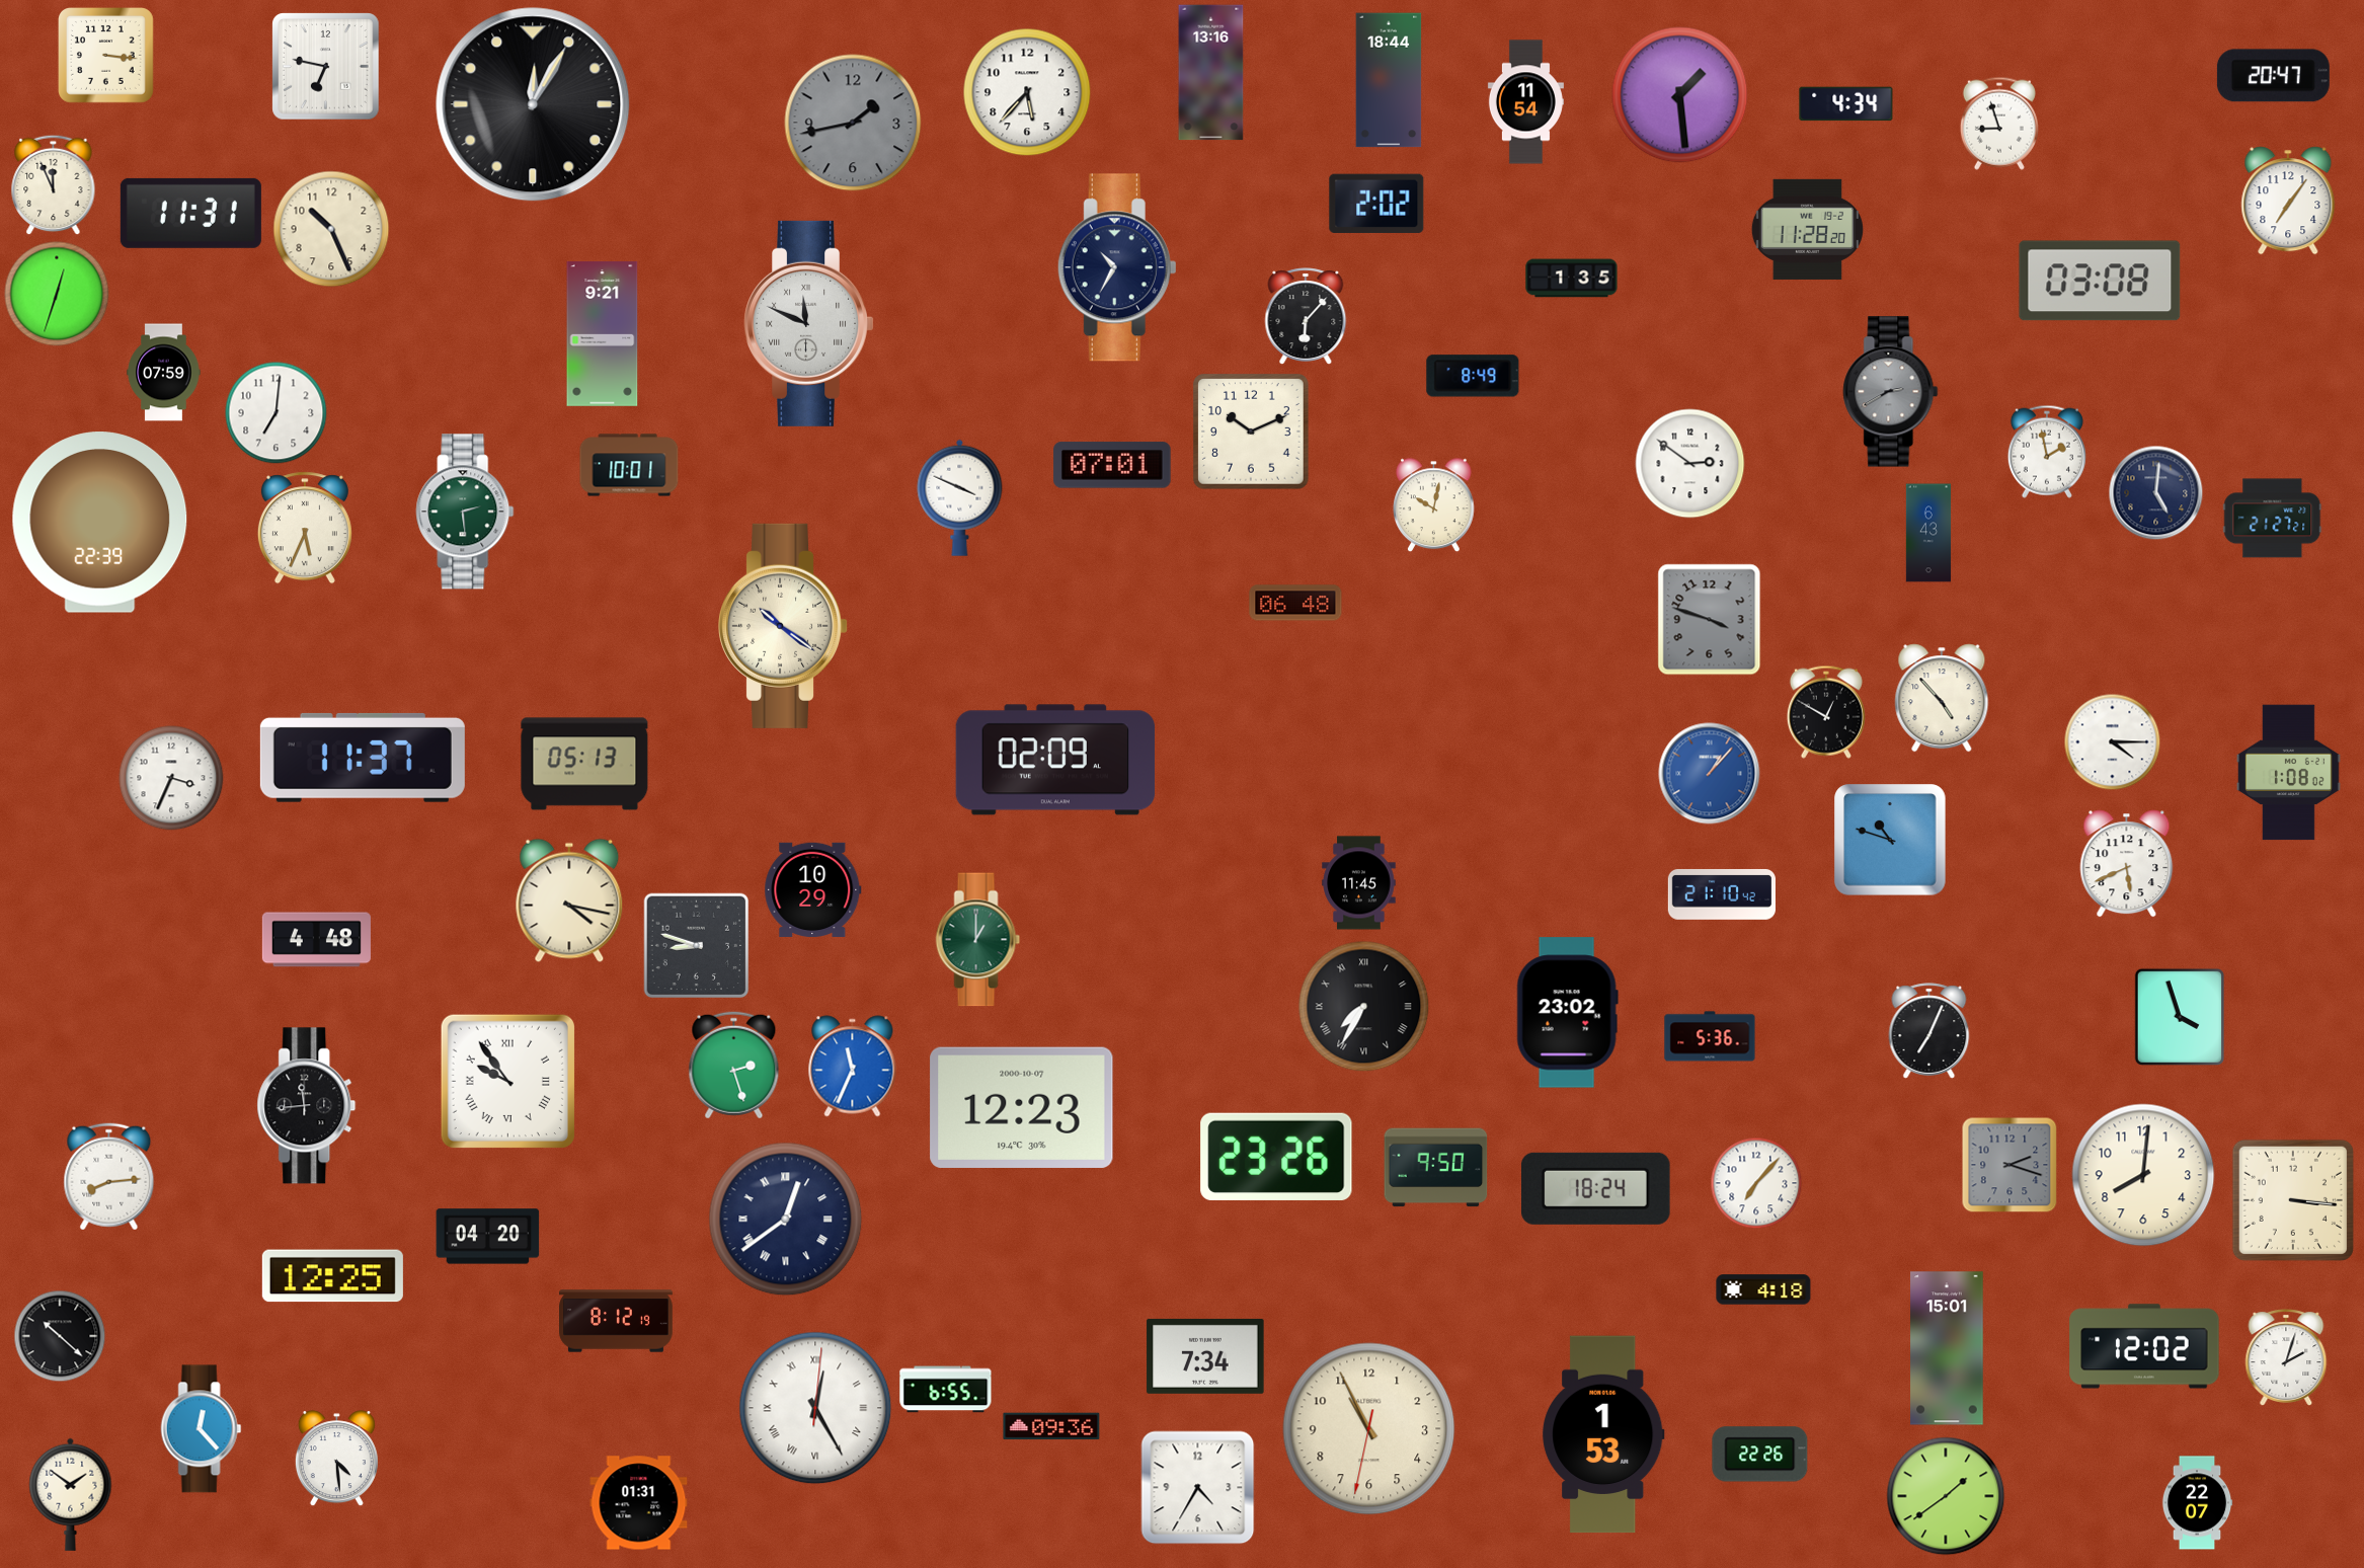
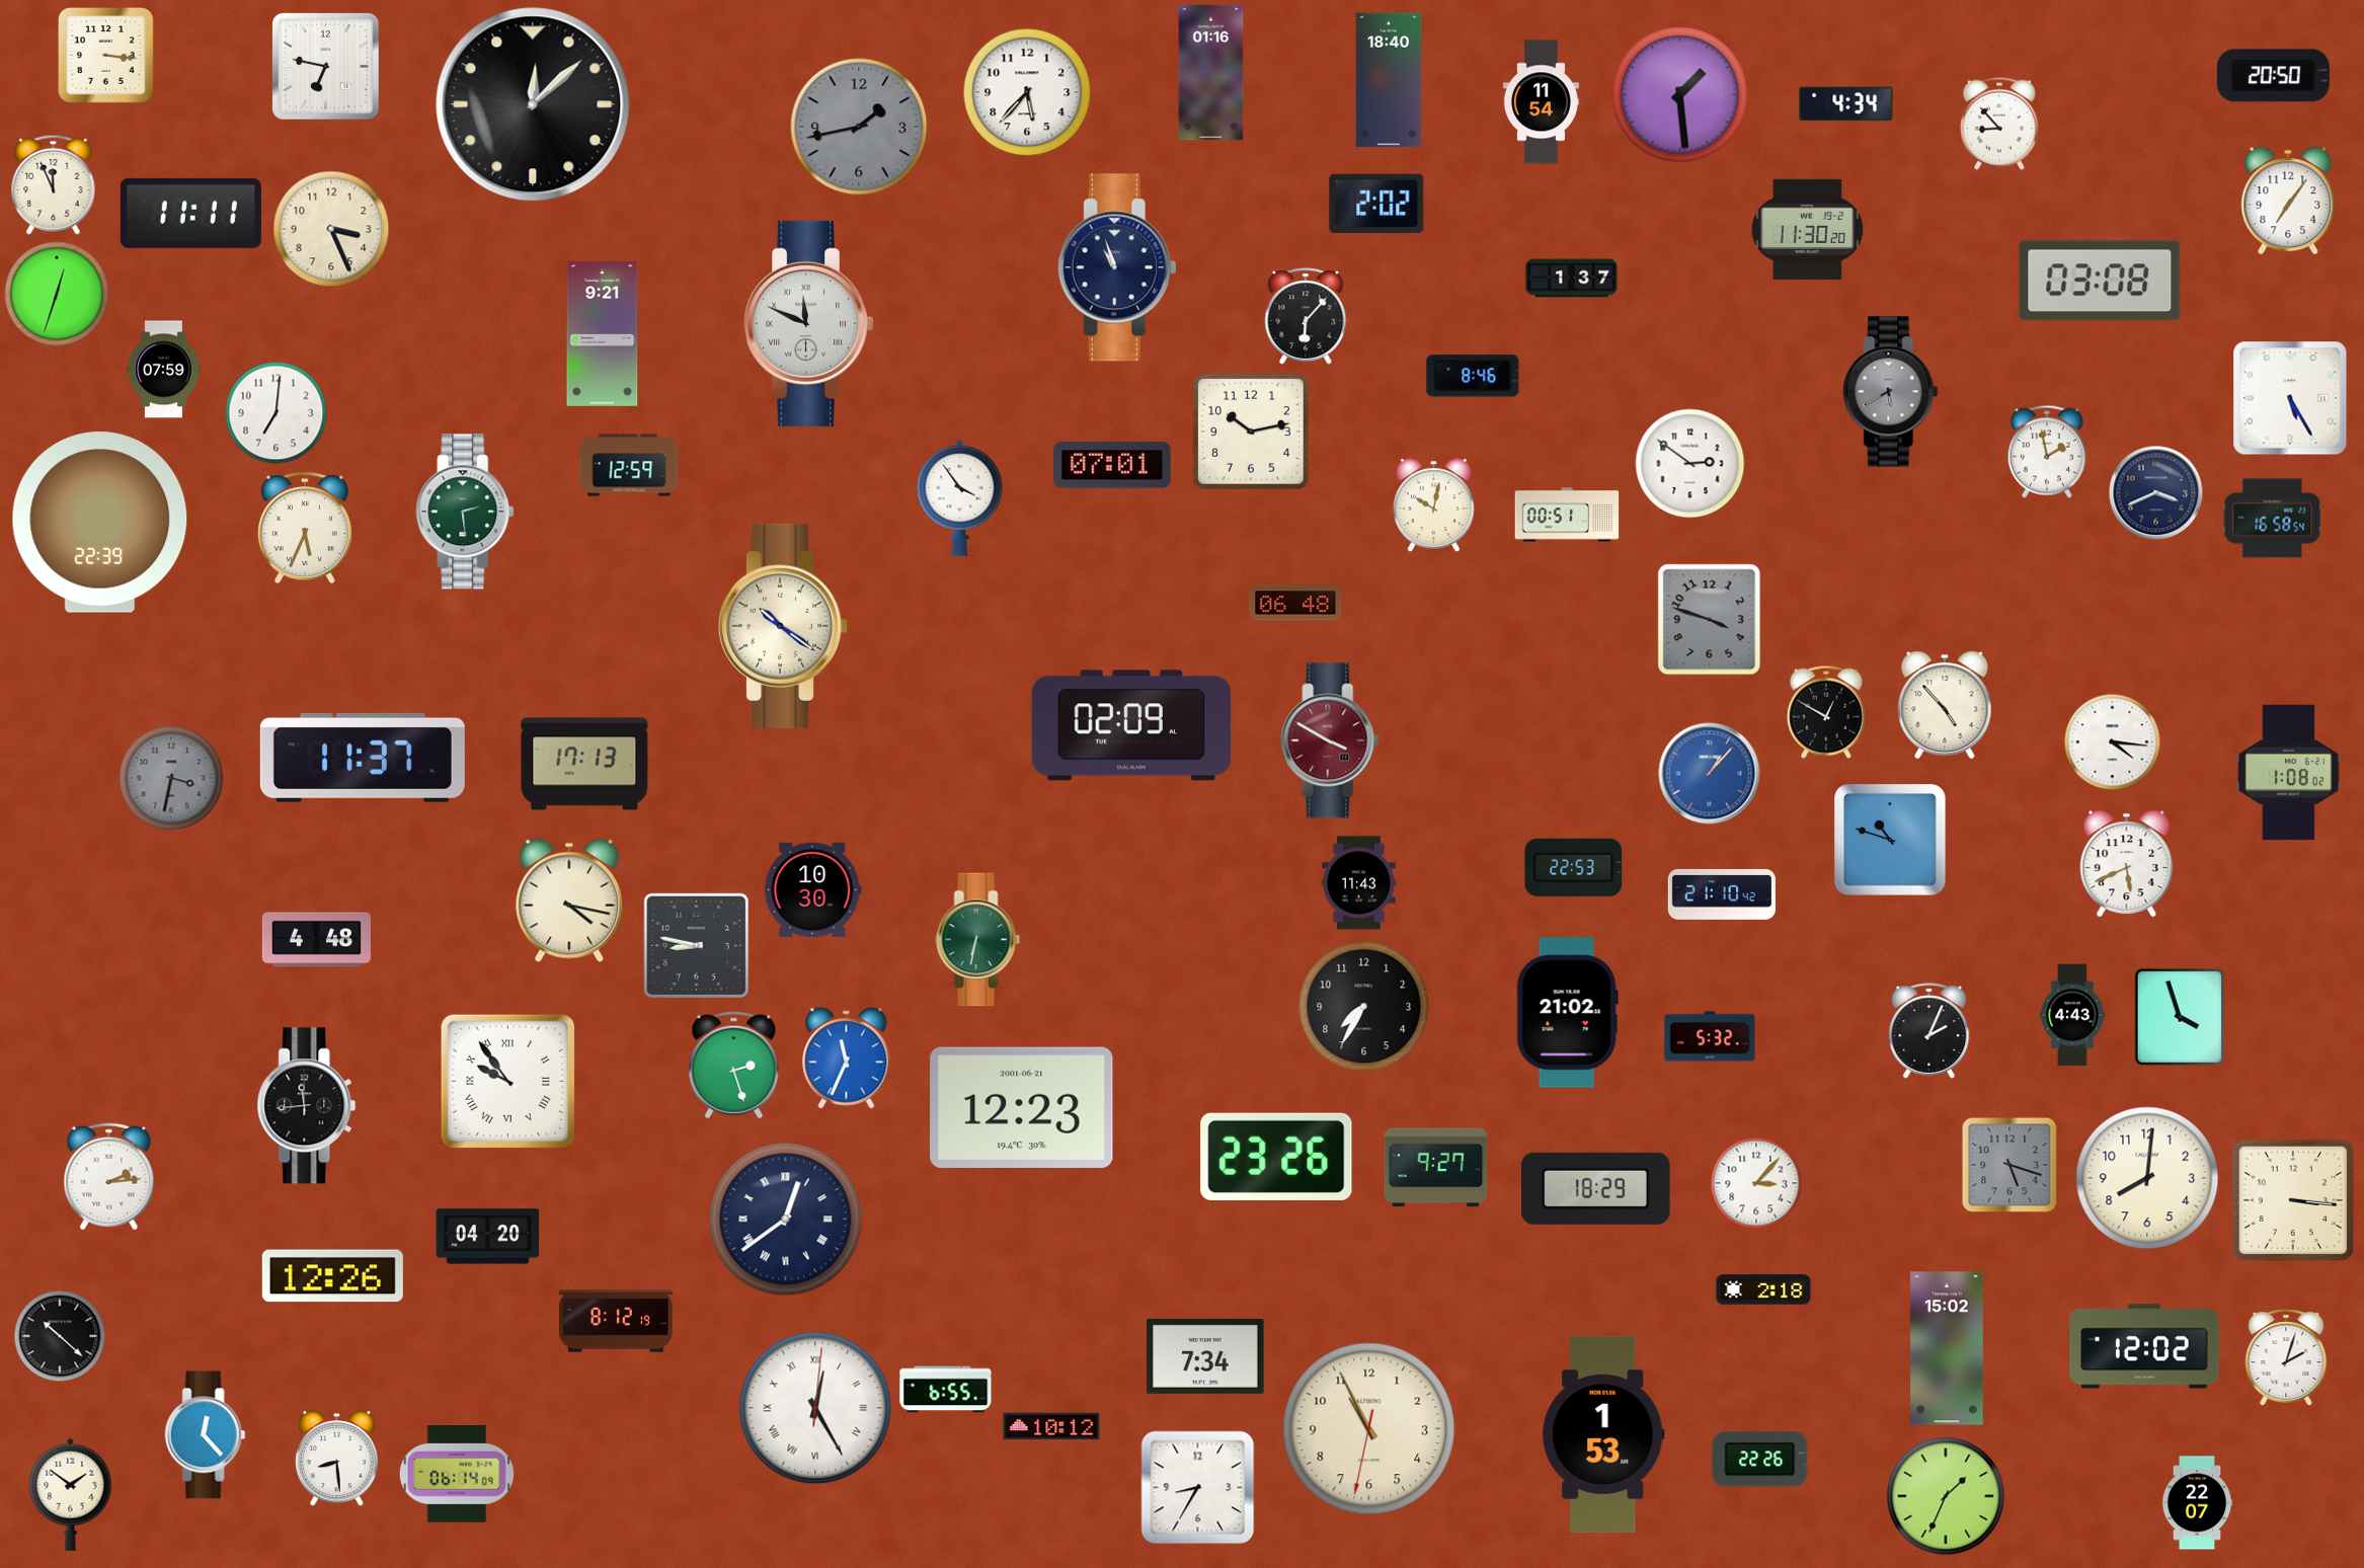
clock at (1211, 73): 13:16 -> 01:16
clock at (2273, 76): 20:47 -> 20:50
clock at (1389, 80): 18:44 -> 18:40
clock at (1525, 102) position: (1525, 102) -> (1541, 102)
clock at (533, 104): 12:05 -> 12:08
clock at (853, 123) position: (853, 123) -> (859, 127)
clock at (1999, 124): 8:57 -> 8:53
clock at (190, 213): 11:31 -> 11:11
clock at (331, 229): 10:26 -> 3:26
clock at (1807, 229): 11:28 -> 11:30
clock at (1117, 267): 10:35 -> 10:57
clock at (1572, 279): 1:35 -> 1:37
clock at (164, 373) position: (164, 373) -> (164, 370)
clock at (1473, 376): 8:49 -> 8:46
clock at (1891, 392): 2:40 -> 5:40
clock at (2290, 398): none -> 5:25
clock at (1252, 433): 10:11 -> 10:13
clock at (629, 465): 10:01 -> 12:59
clock at (2156, 493): 5:01 -> 3:41
clock at (960, 497): 3:49 -> 3:54
clock at (1567, 515): none -> 00:51
clock at (2273, 519): 21:27 -> 16:58
clock at (1928, 533): 6:43 -> none
clock at (1942, 698) position: (1942, 698) -> (1945, 705)
clock at (1330, 740): none -> 3:50
clock at (2113, 742): 4:15 -> 4:16
clock at (1055, 760) position: (1055, 760) -> (1131, 725)
clock at (584, 764): 05:13 -> 17:13
clock at (171, 778): 3:34 -> 3:32
clock at (171, 778) dial: white -> grey
clock at (1574, 867): none -> 22:53
clock at (1359, 883): 11:45 -> 11:43
clock at (813, 889): 10:29 -> 10:30
clock at (978, 940): 1:00 -> 6:32
clock at (697, 946): 8:48 -> 8:47
clock at (1364, 1007) numerals: Roman -> Arabic
clock at (1567, 1013): 23:02 -> 21:02
clock at (2072, 1015): none -> 4:43
clock at (1929, 1031): 7:04 -> 2:04
clock at (1710, 1036): 5:36 -> 5:32
clock at (853, 1067) position: (853, 1067) -> (847, 1059)
clock at (1022, 1107) date: 2000-10-07 -> 2001-06-21
clock at (2010, 1165): 2:18 -> 5:18
clock at (1436, 1168): 9:50 -> 9:27
clock at (2143, 1175) position: (2143, 1175) -> (2147, 1178)
clock at (109, 1177): 8:14 -> 2:14
clock at (1756, 1183): 7:07 -> 3:07
clock at (1596, 1188): 18:24 -> 18:29
clock at (332, 1276): 12:25 -> 12:26
clock at (1763, 1289): 4:18 -> 2:18
clock at (1947, 1348): 15:01 -> 15:02
clock at (1051, 1426): 09:36 -> 10:12
clock at (202, 1429) position: (202, 1429) -> (206, 1435)
clock at (1760, 1455) position: (1760, 1455) -> (1760, 1460)
clock at (336, 1459): 4:29 -> 8:29
clock at (457, 1475): none -> 06:14
clock at (1198, 1488): 4:35 -> 8:35
clock at (1946, 1496): 1:39 -> 1:34
clock at (639, 1503): 01:31 -> none
